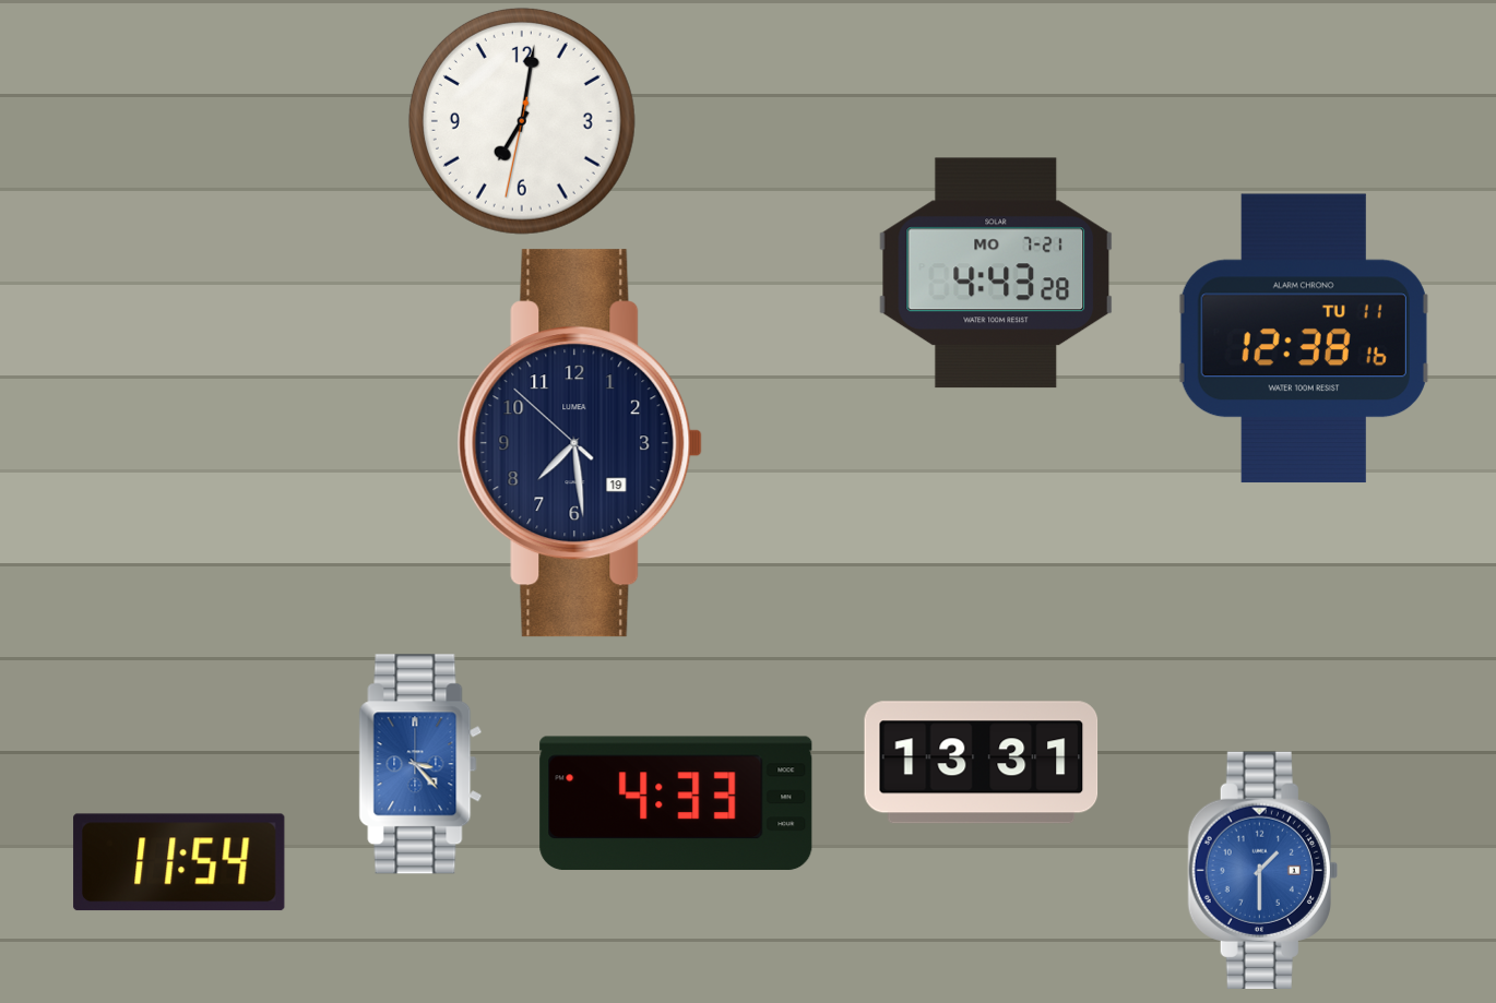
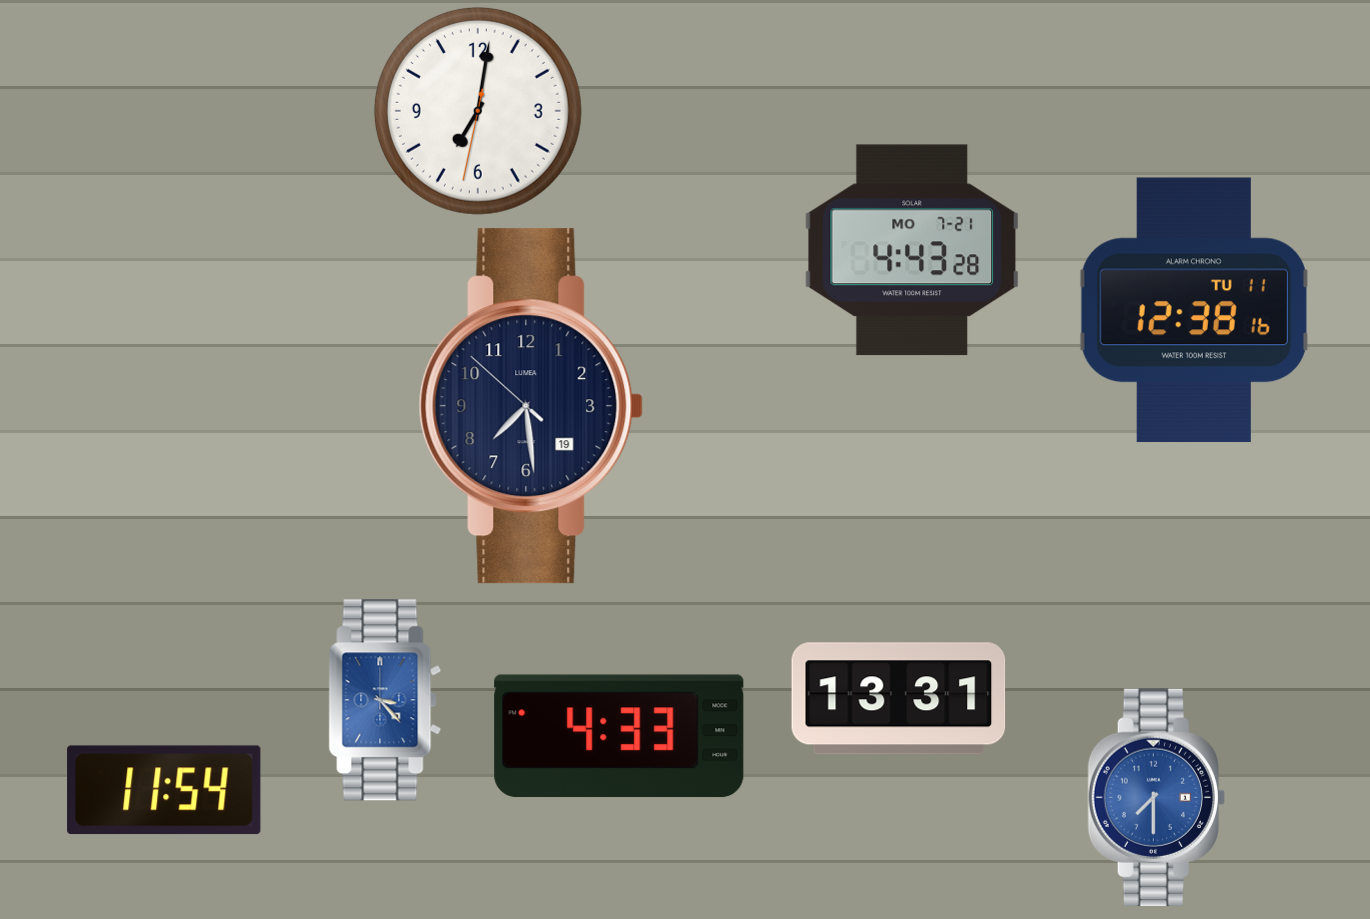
clock at (1262, 870): 1:30 -> 7:30
